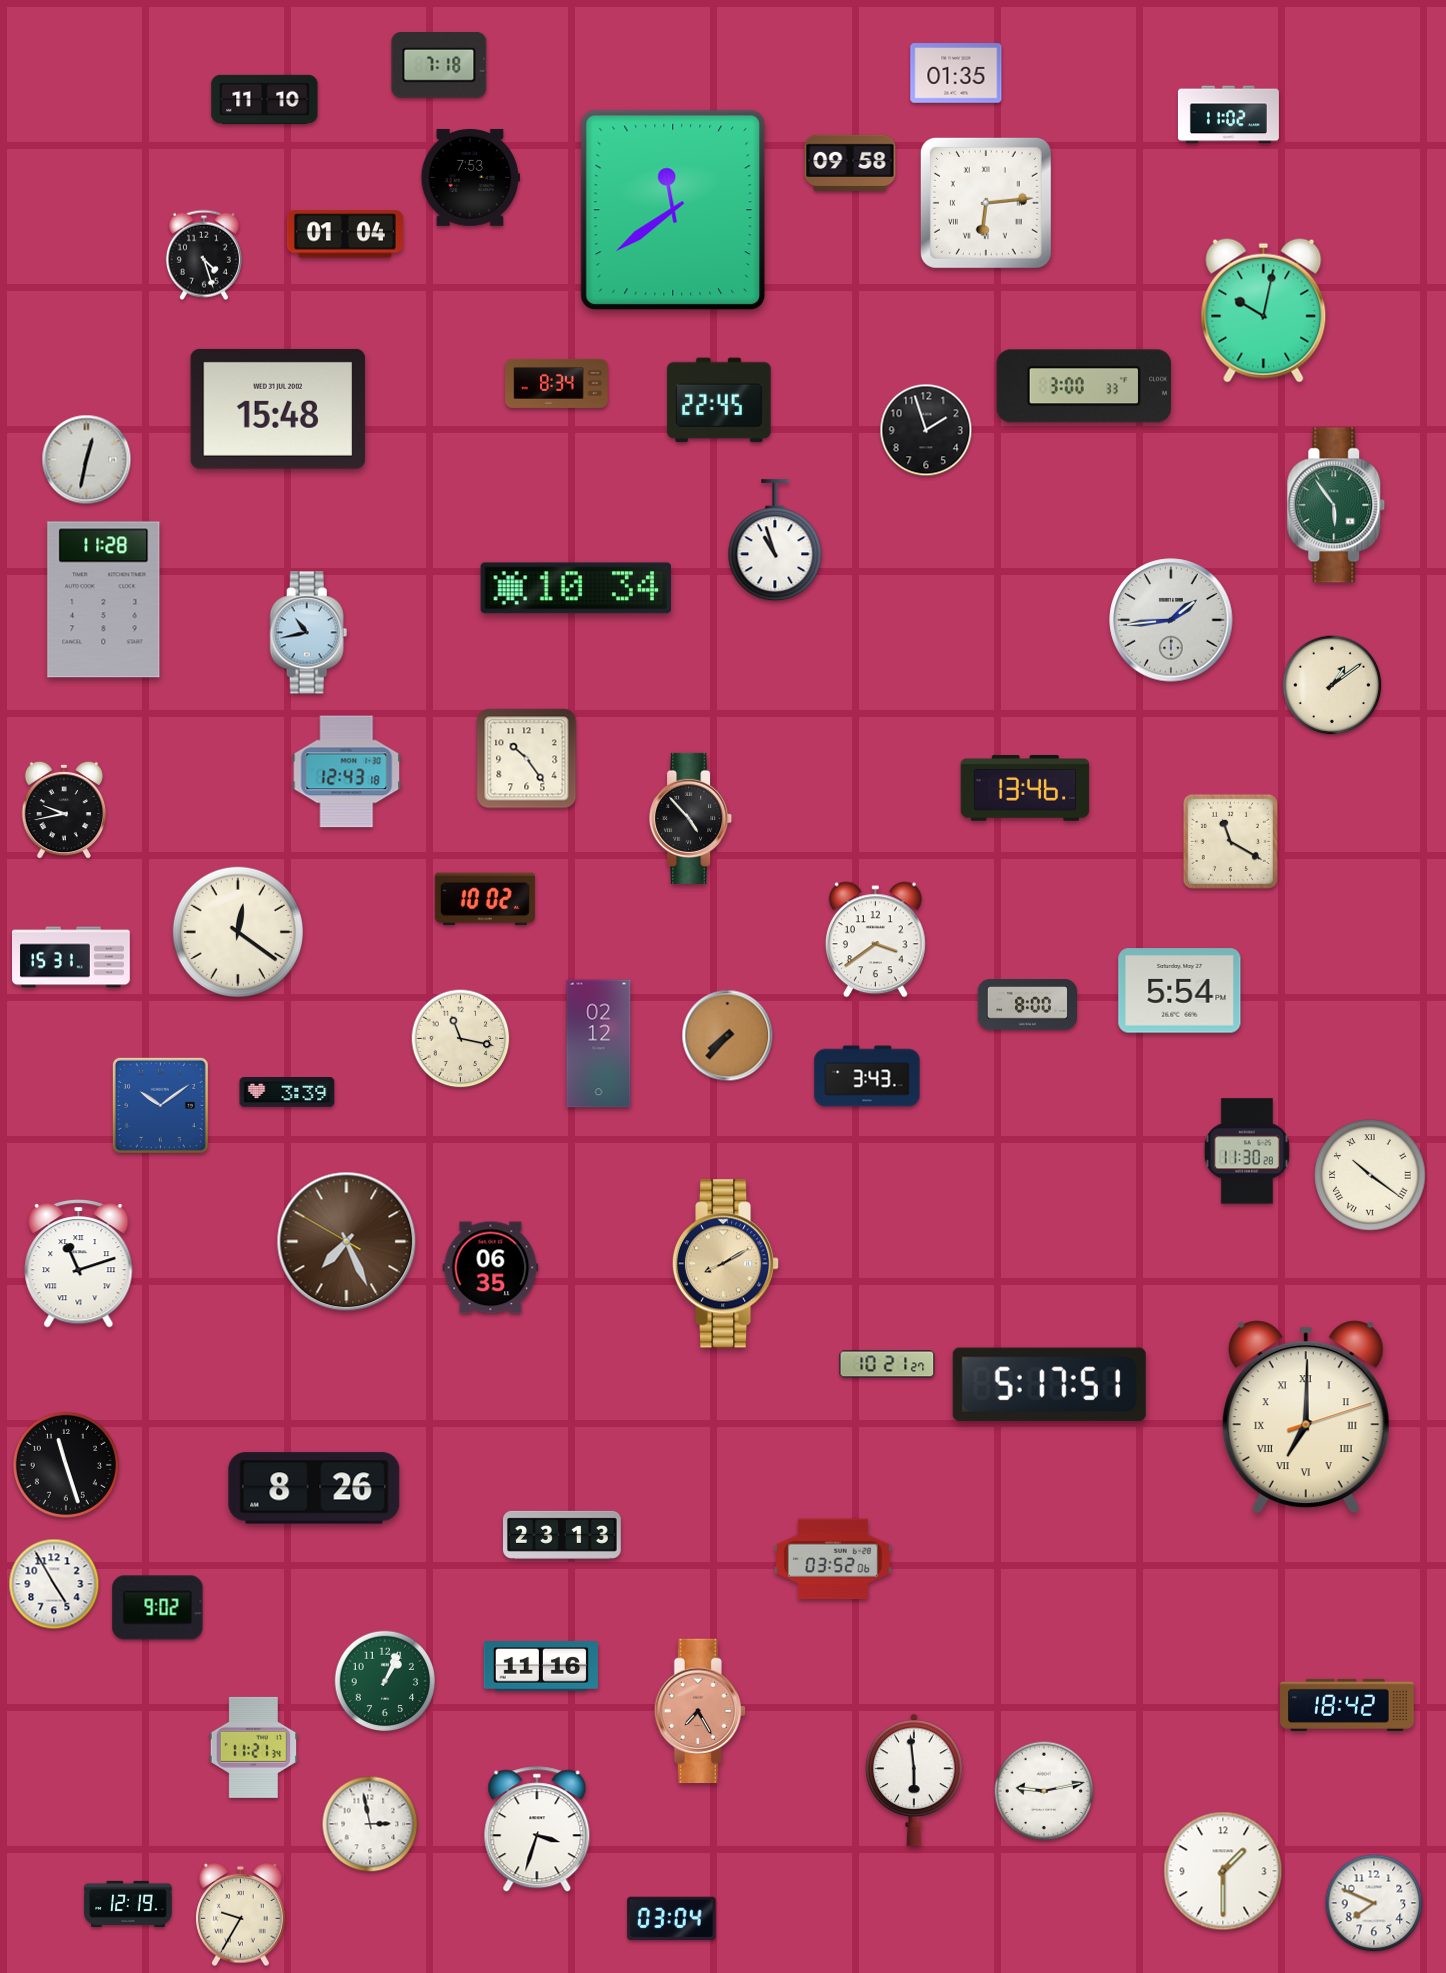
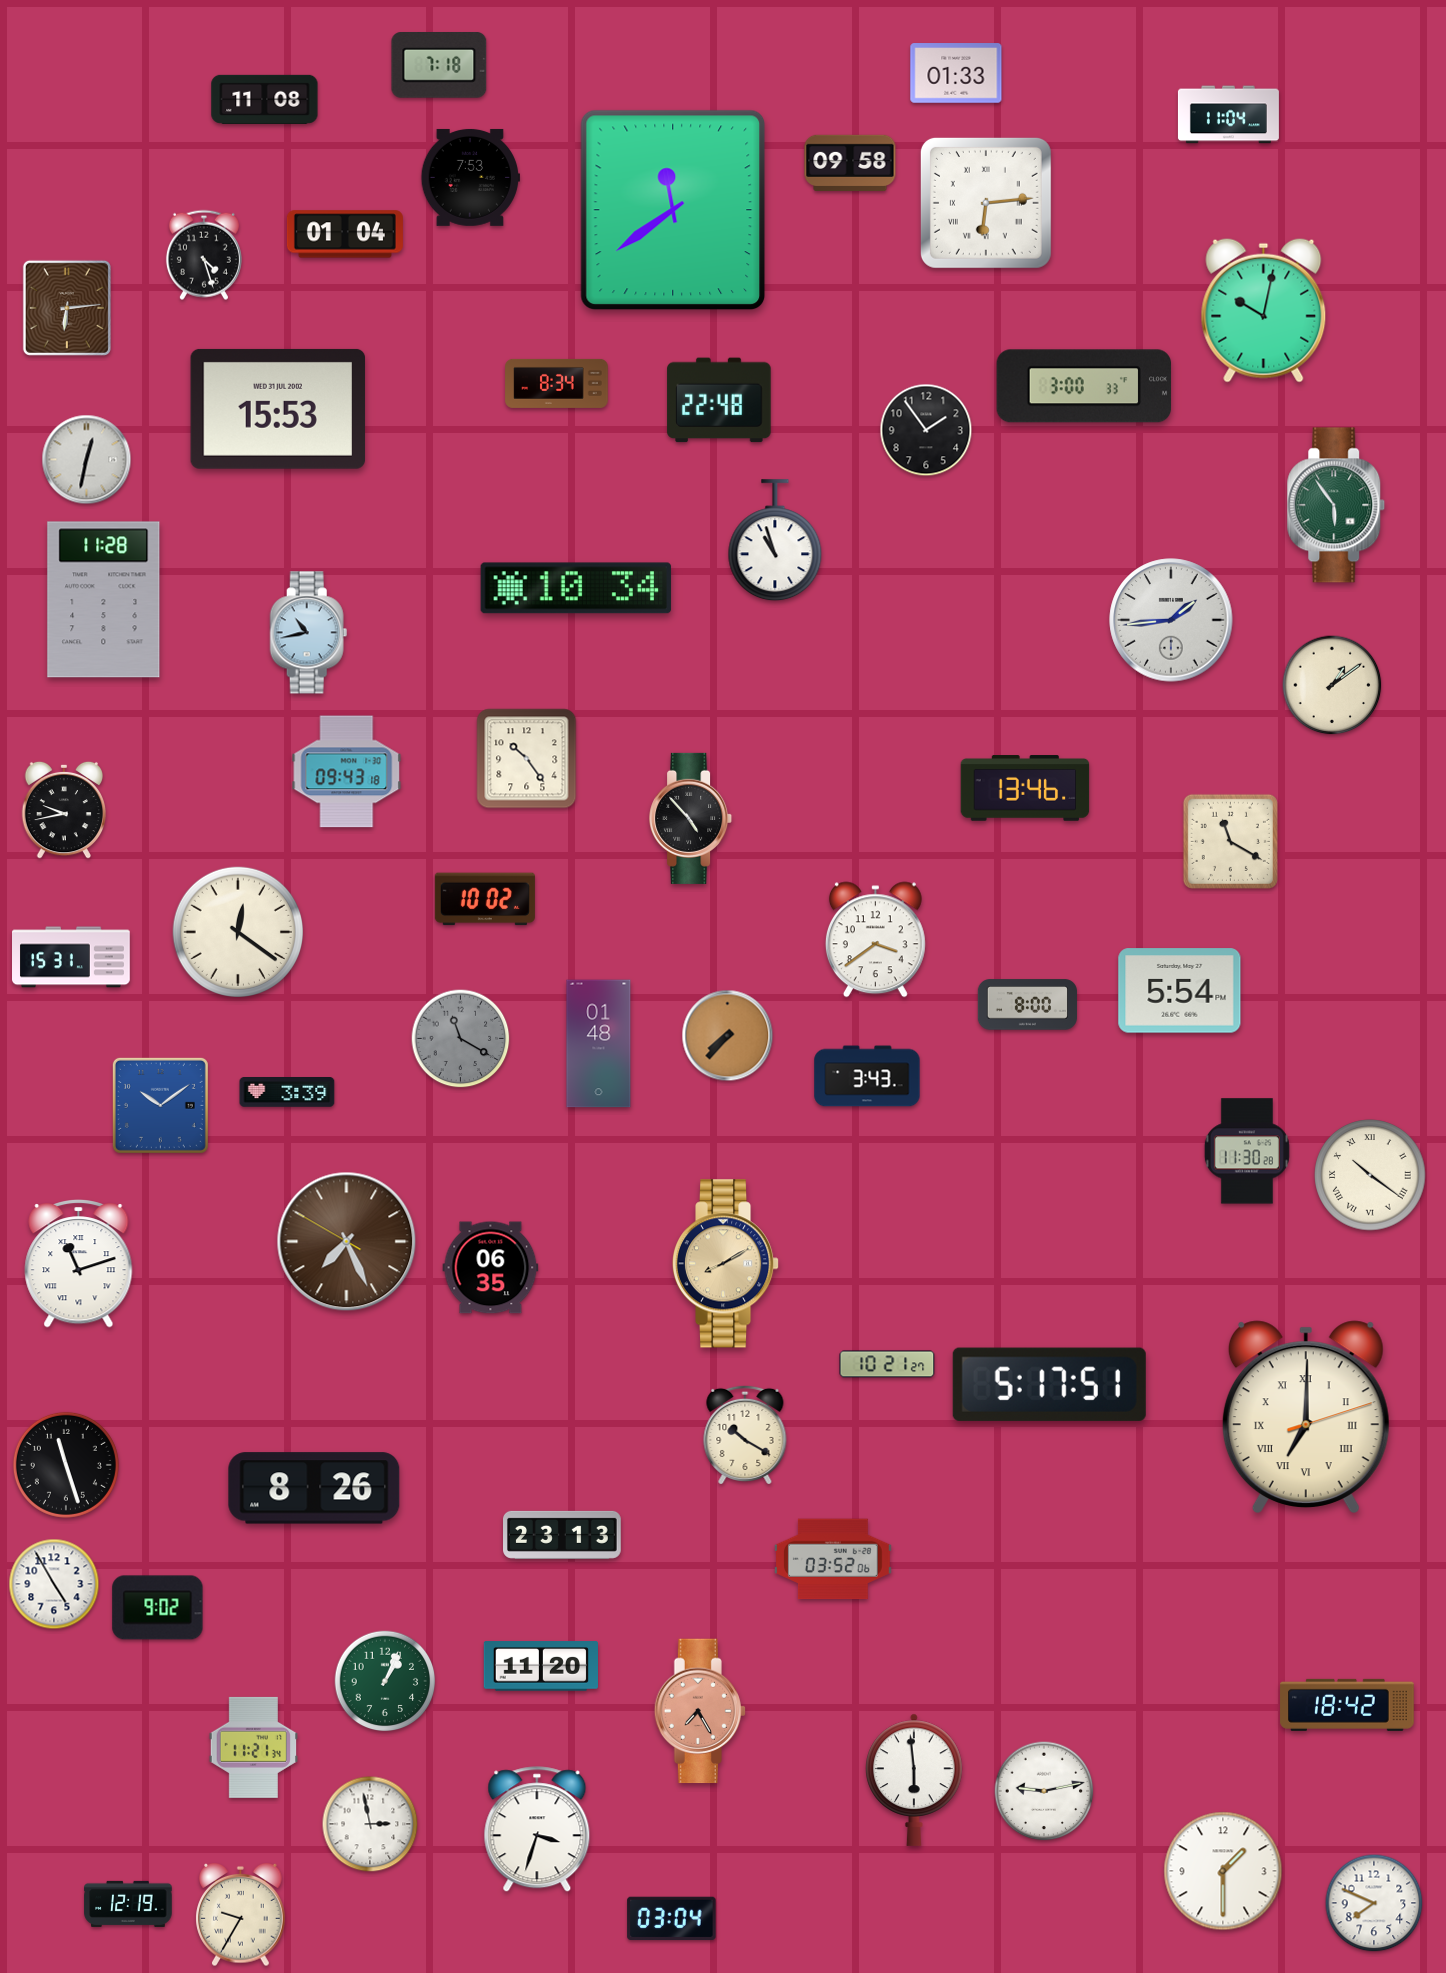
clock at (956, 73): 01:35 -> 01:33
clock at (265, 99): 11:10 -> 11:08
clock at (1228, 115): 11:02 -> 11:04
clock at (67, 308): none -> 6:14
clock at (719, 400): 22:45 -> 22:48
clock at (278, 409): 15:48 -> 15:53
clock at (926, 430): 1:57 -> 1:54
clock at (347, 772): 12:43 -> 09:43
clock at (461, 1039): 11:17 -> 11:20
clock at (461, 1039) dial: cream -> grey
clock at (599, 1044): 02:12 -> 01:48
clock at (745, 1434): none -> 10:20
clock at (540, 1666): 11:16 -> 11:20
